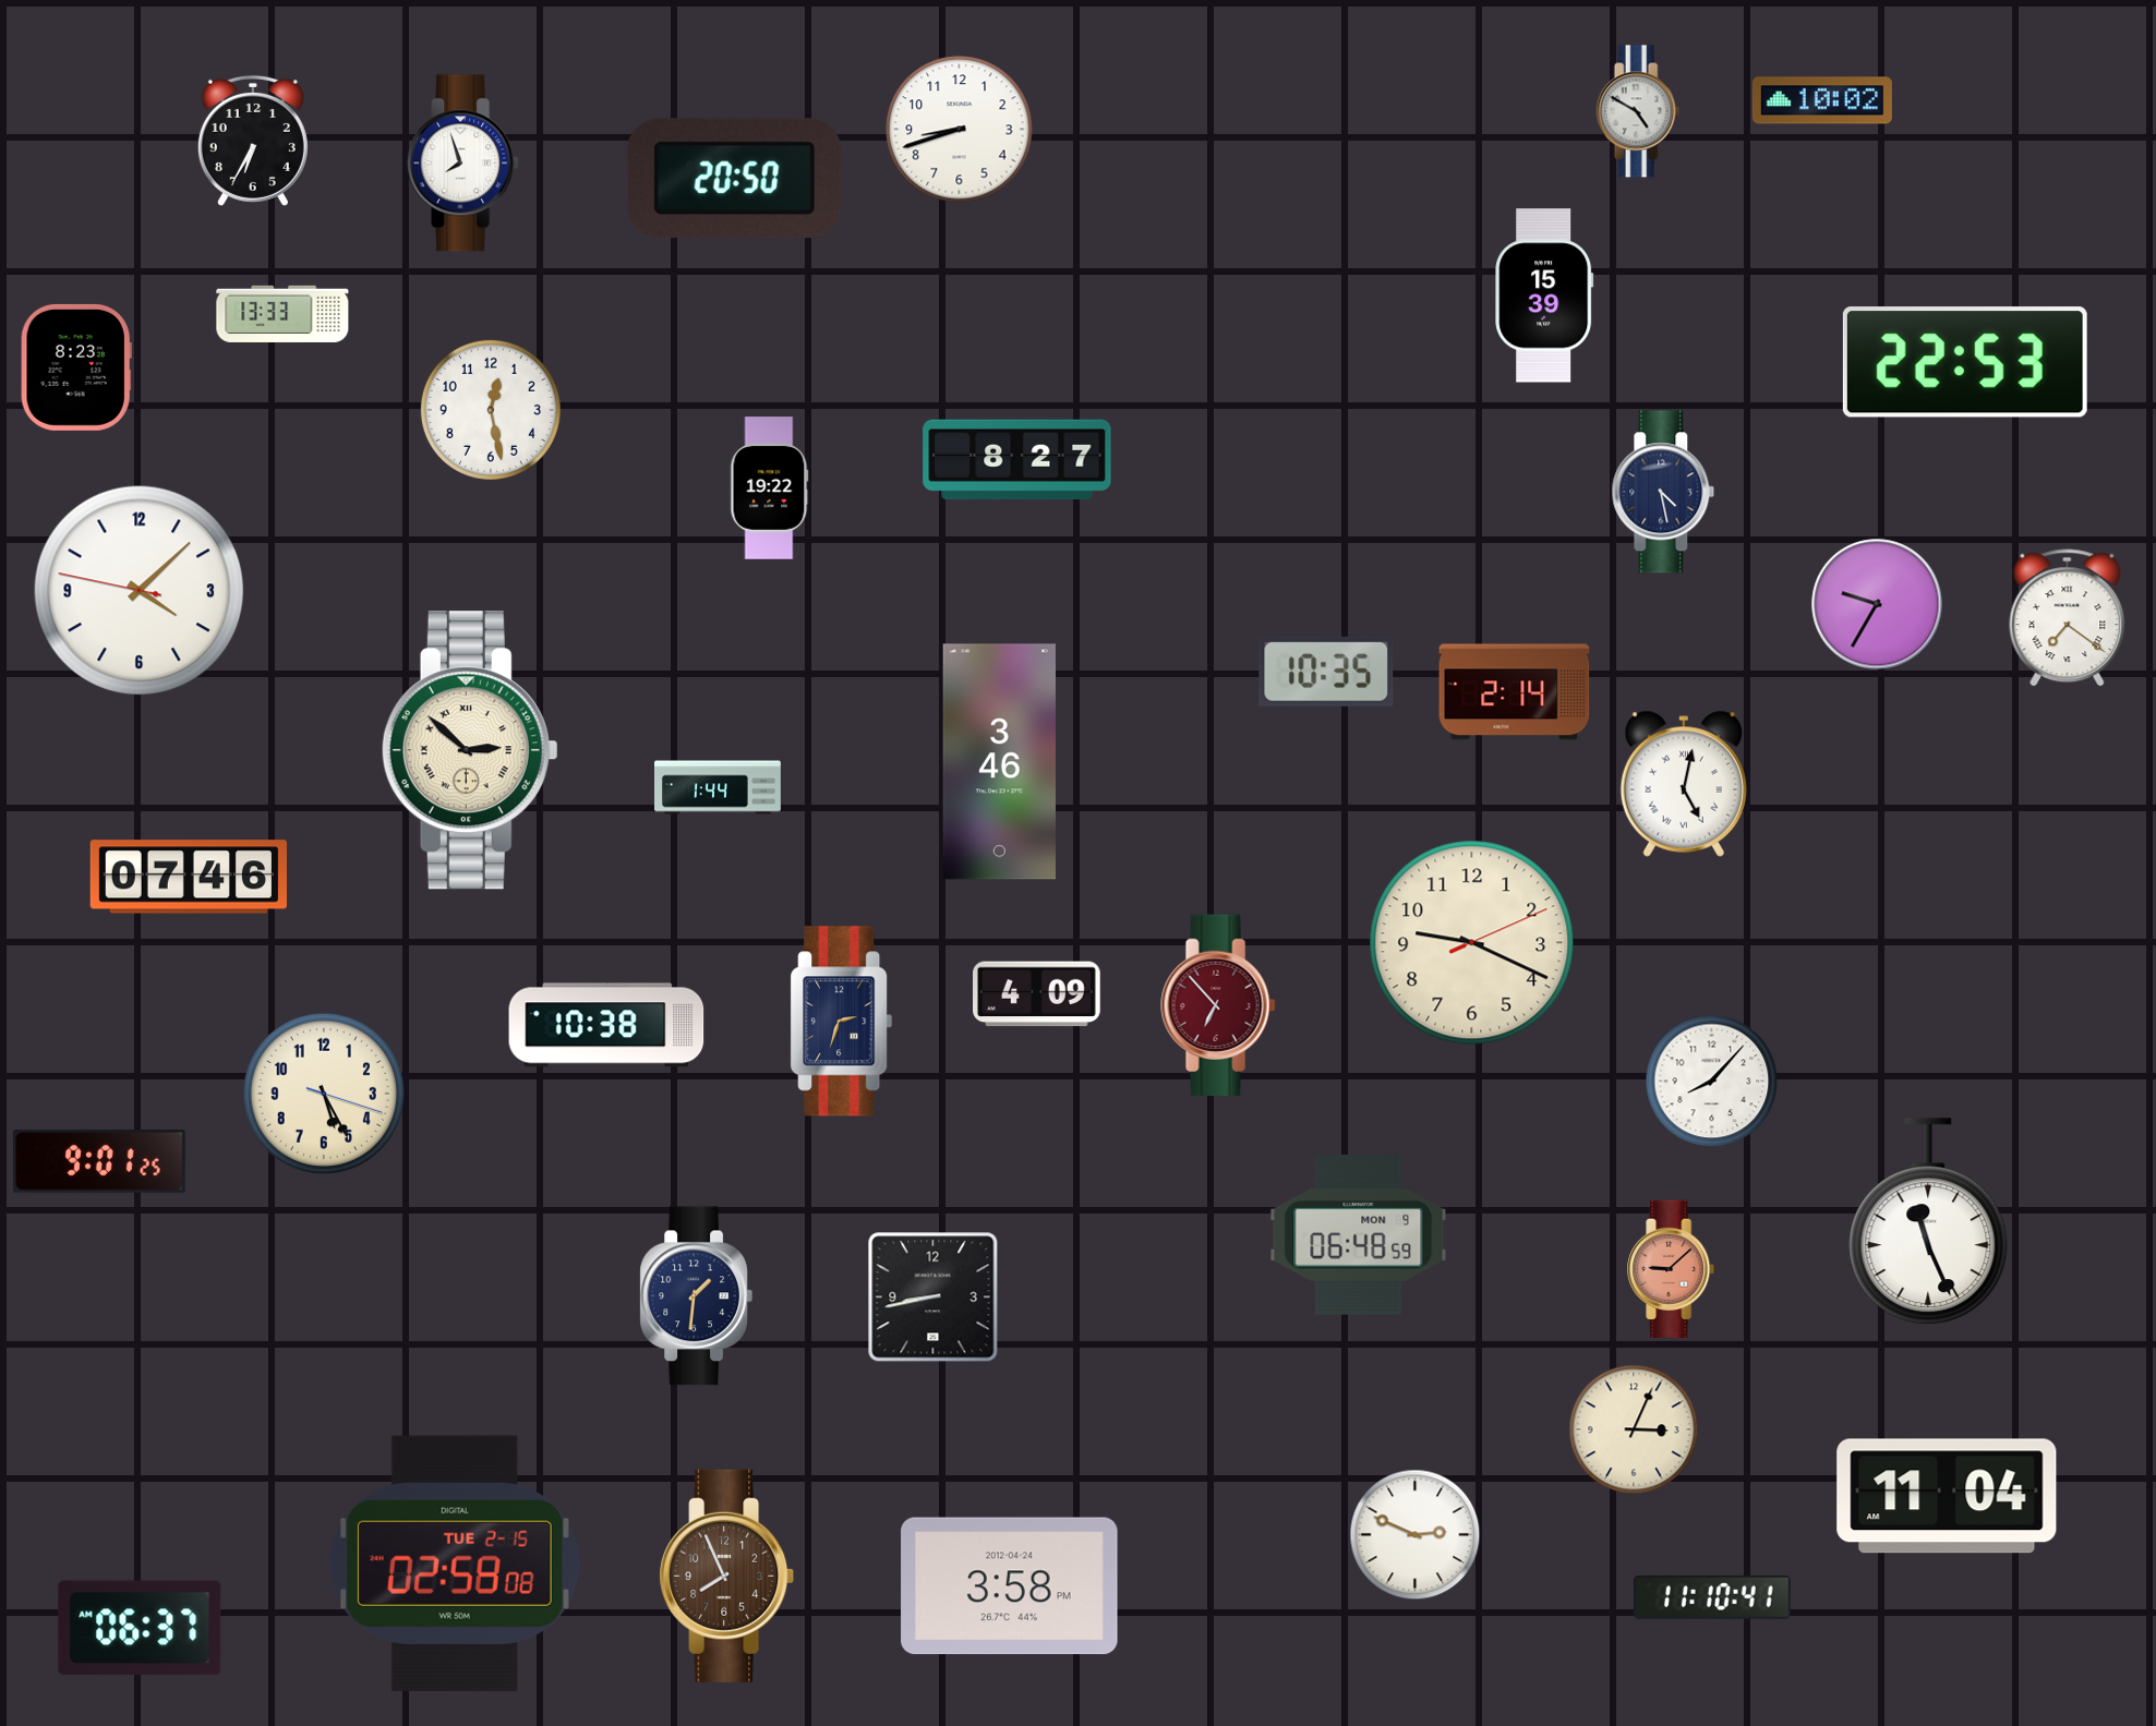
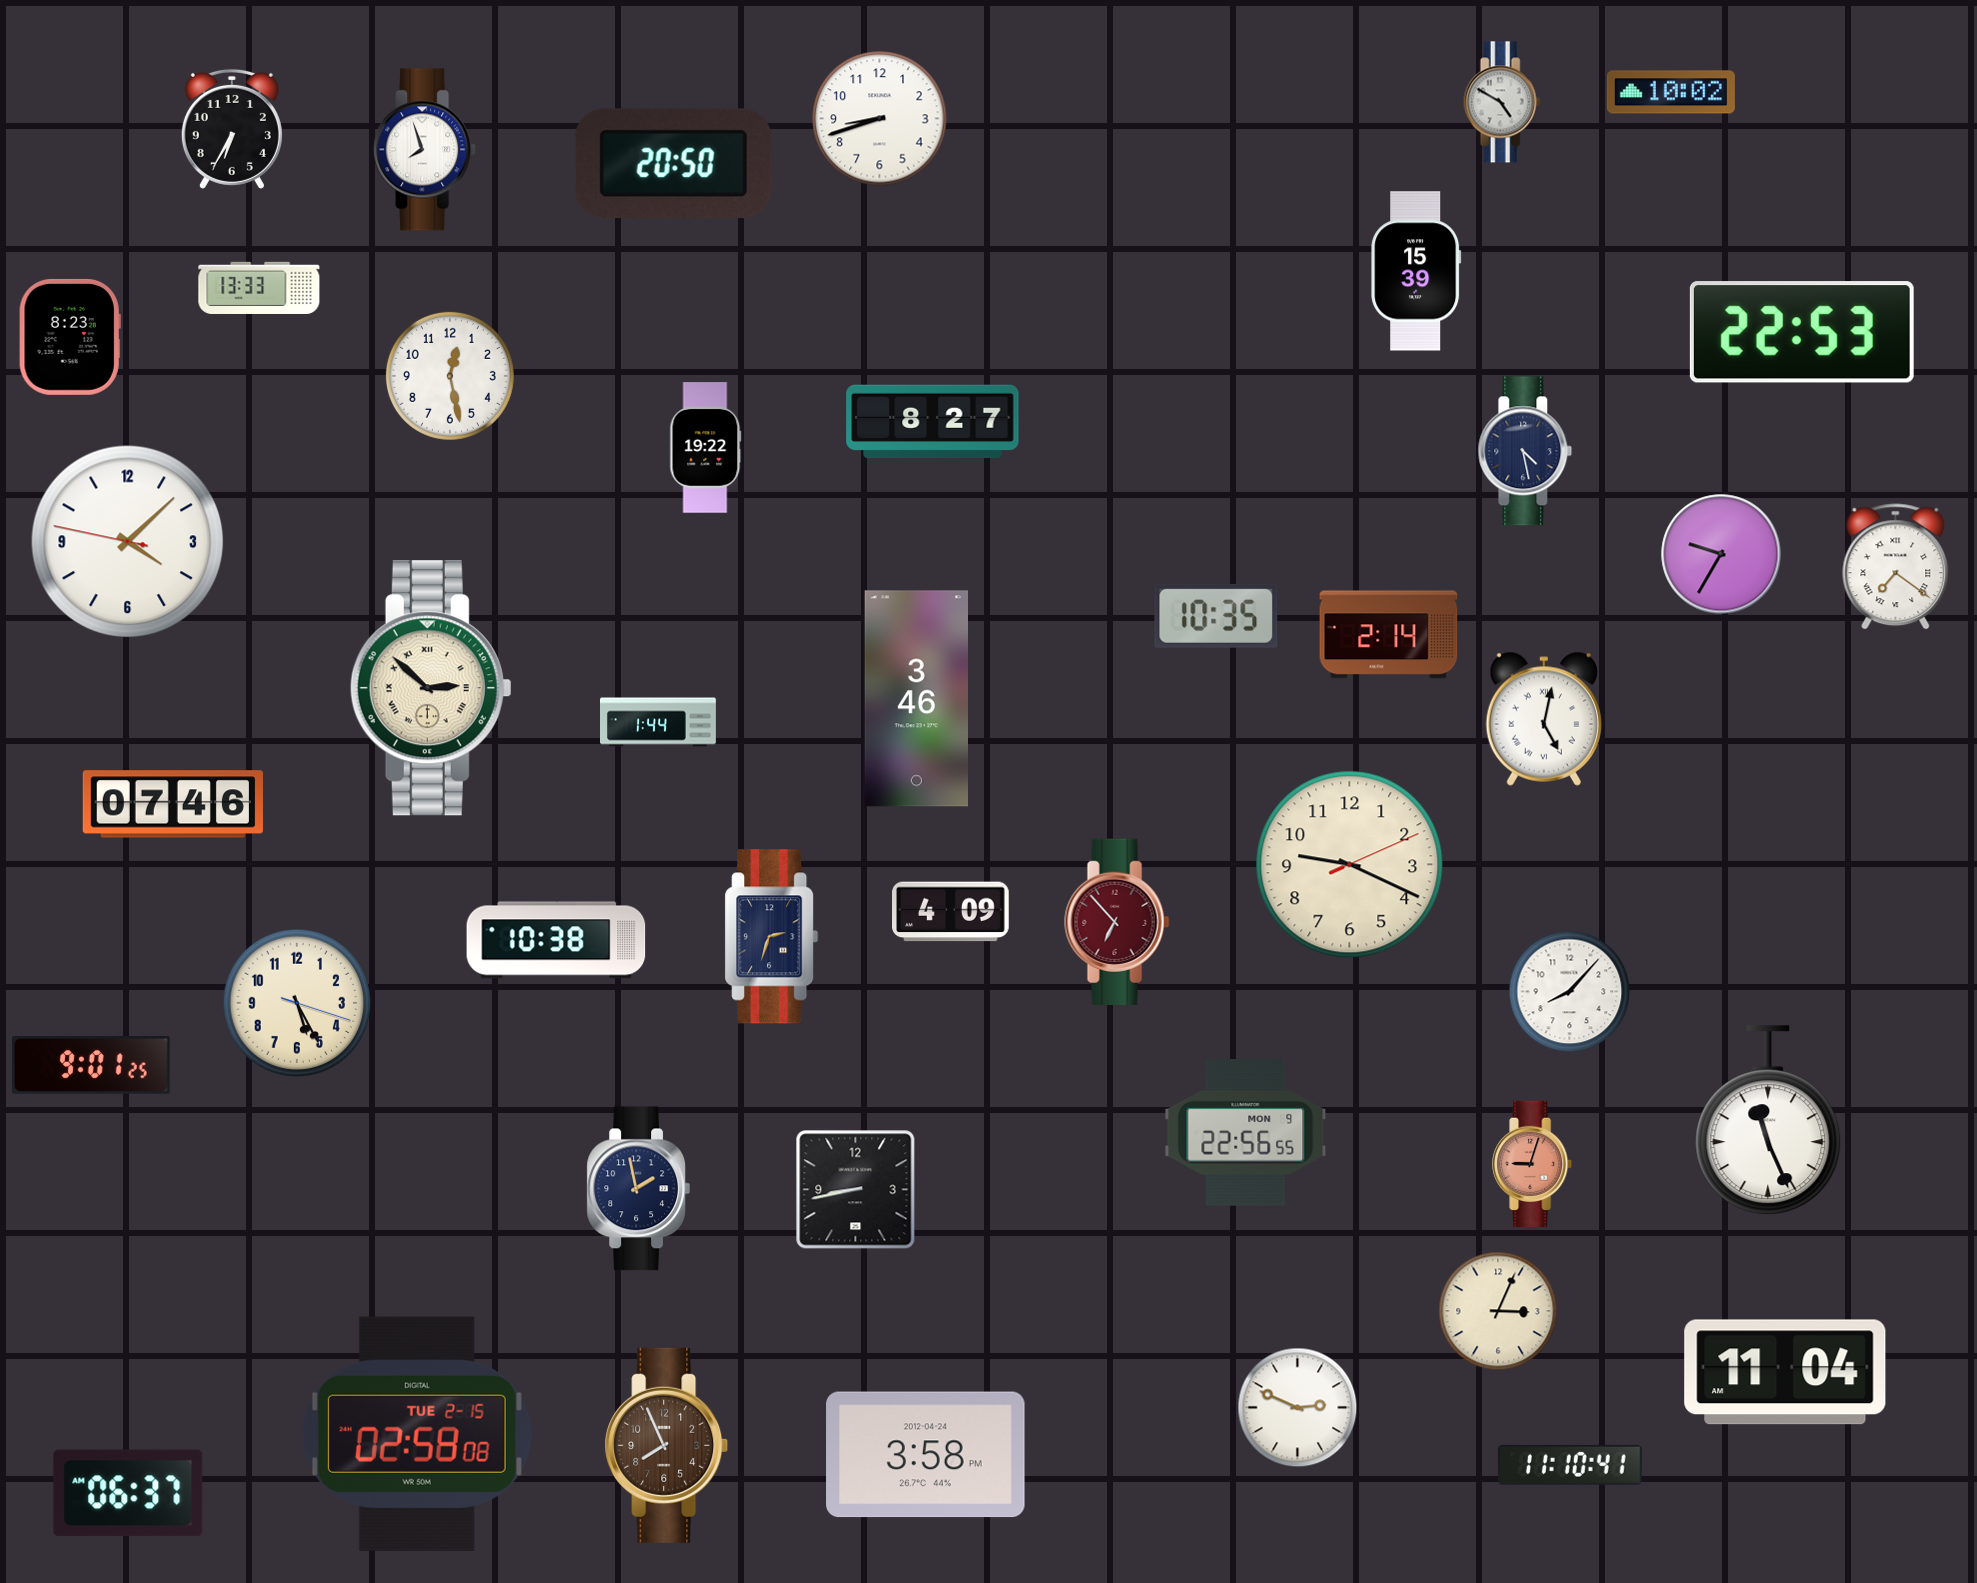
clock at (1359, 1235): 06:48 -> 22:56
clock at (1672, 1269): 9:08 -> 9:03
clock at (696, 1296): 1:31 -> 1:58
